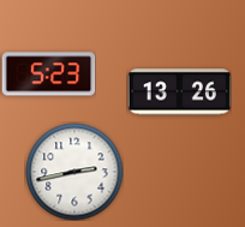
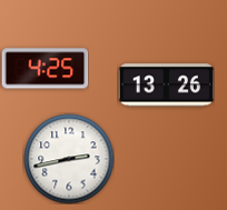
clock at (48, 74): 5:23 -> 4:25
